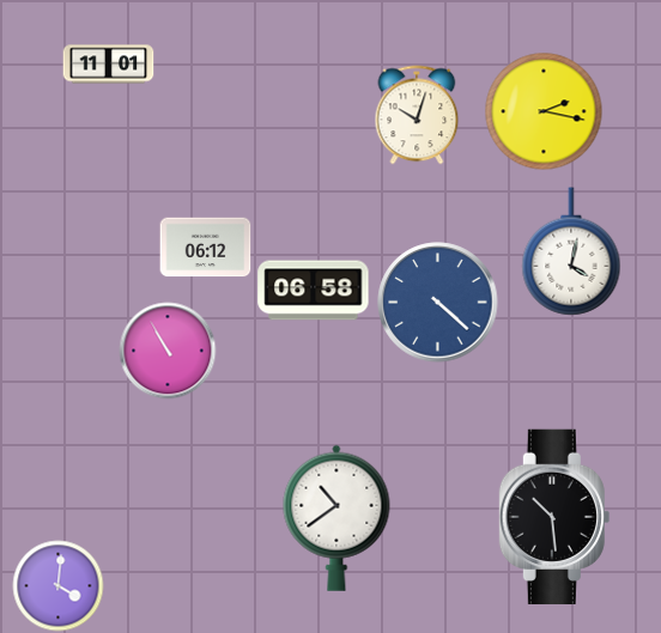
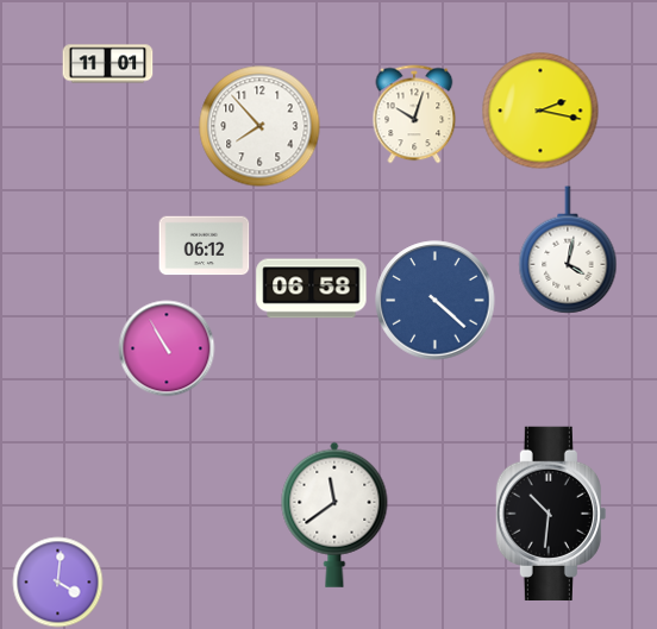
clock at (259, 126): none -> 7:53
clock at (554, 516): 10:29 -> 10:31
clock at (336, 518): 10:39 -> 11:39
